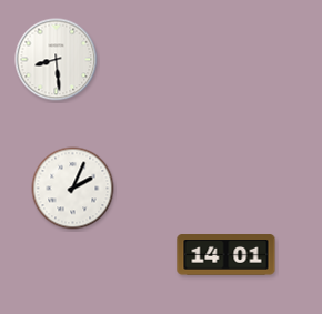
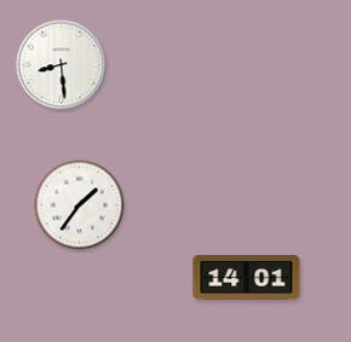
clock at (73, 189): 2:04 -> 1:36
